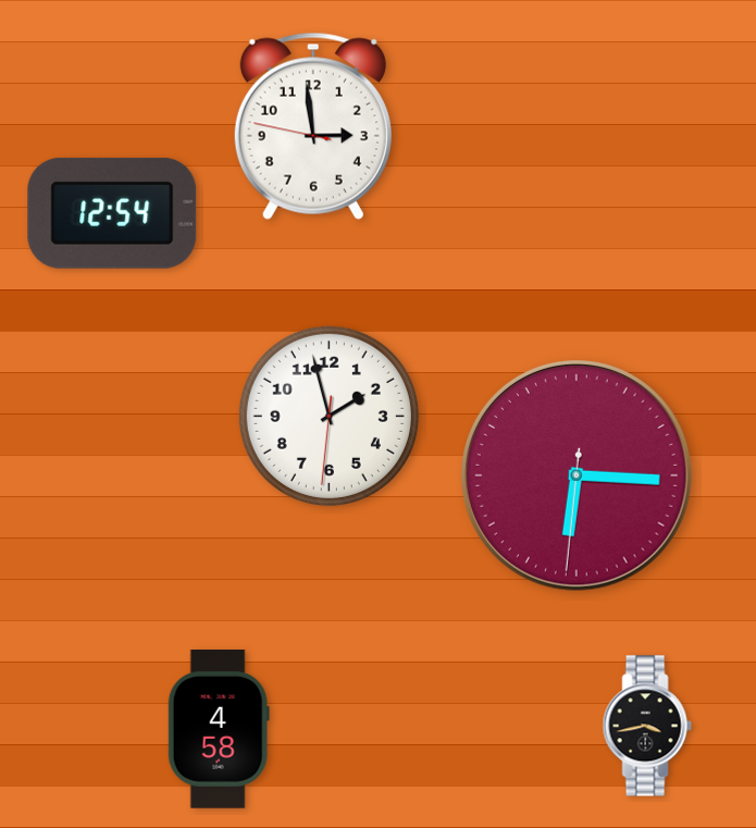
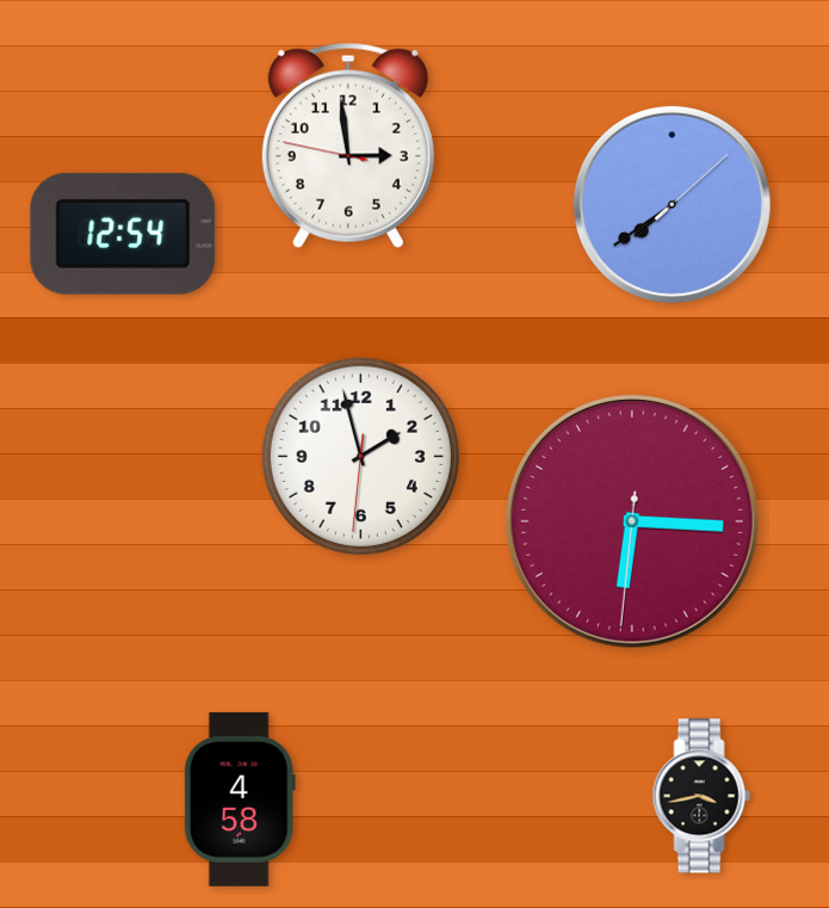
clock at (313, 126) position: (313, 126) -> (348, 146)
clock at (672, 204): none -> 7:39
clock at (647, 726) position: (647, 726) -> (701, 796)
